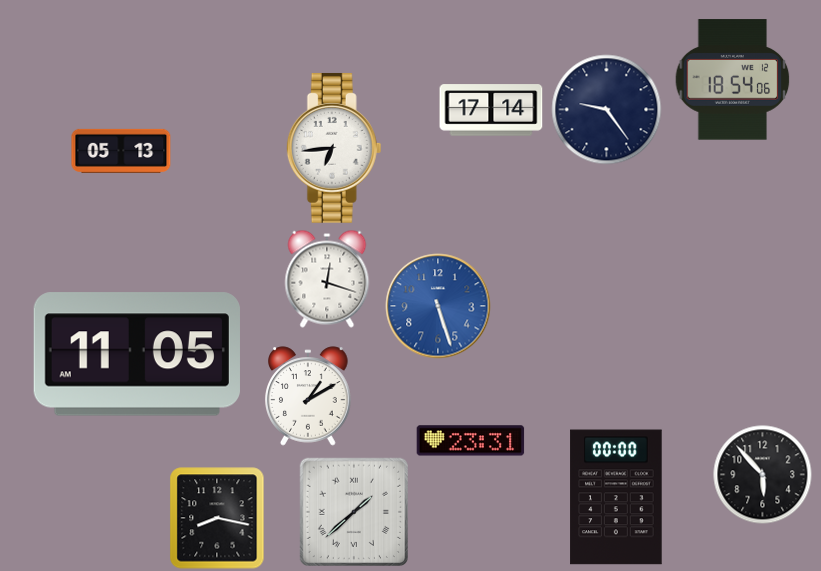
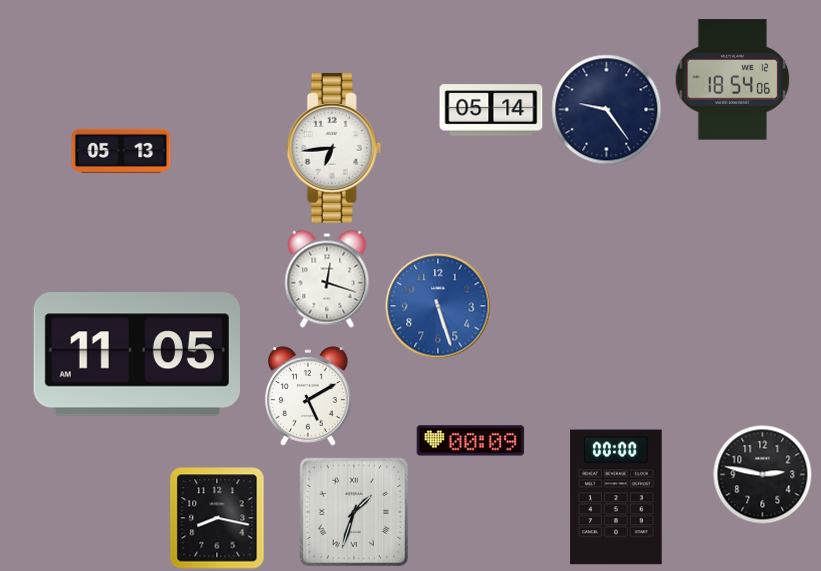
clock at (491, 110): 17:14 -> 05:14
clock at (308, 396): 1:10 -> 5:10
clock at (471, 441): 23:31 -> 00:09
clock at (763, 475): 5:53 -> 2:47
clock at (354, 512): 1:38 -> 1:33
